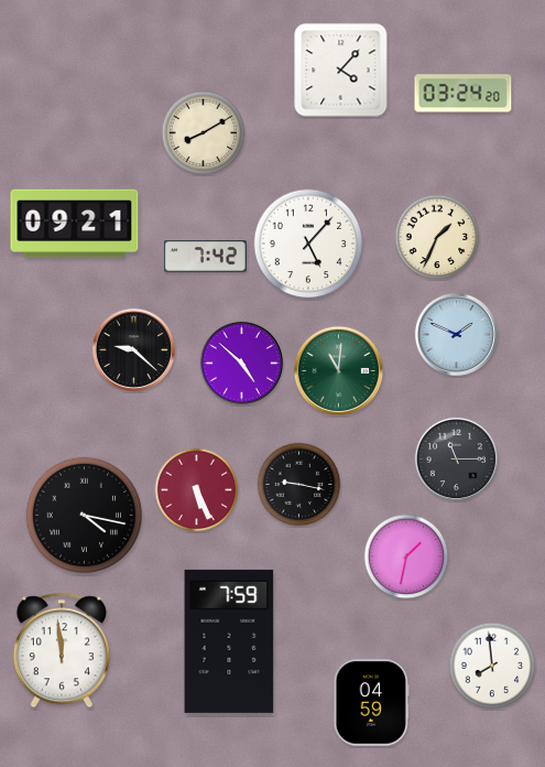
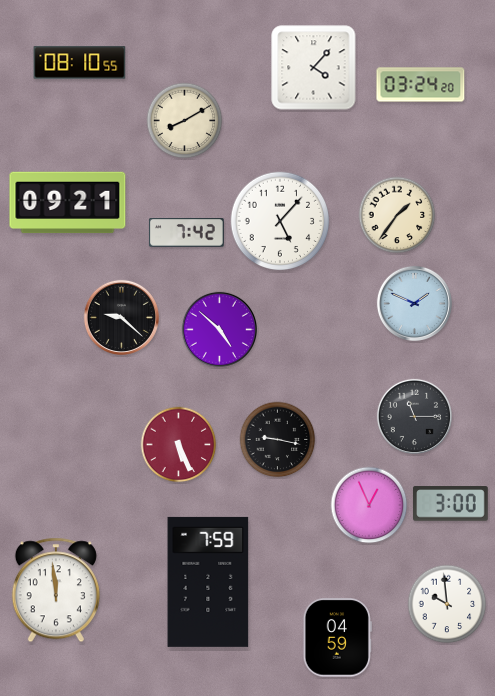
clock at (80, 63): none -> 08:10
clock at (341, 71) position: (341, 71) -> (314, 68)
clock at (437, 237): 1:34 -> 1:36
clock at (338, 370): 11:01 -> none
clock at (299, 485) position: (299, 485) -> (278, 440)
clock at (84, 515): 4:17 -> none
clock at (451, 504): none -> 3:00
clock at (406, 557): 1:32 -> 12:56
clock at (492, 666): 7:59 -> 9:59
